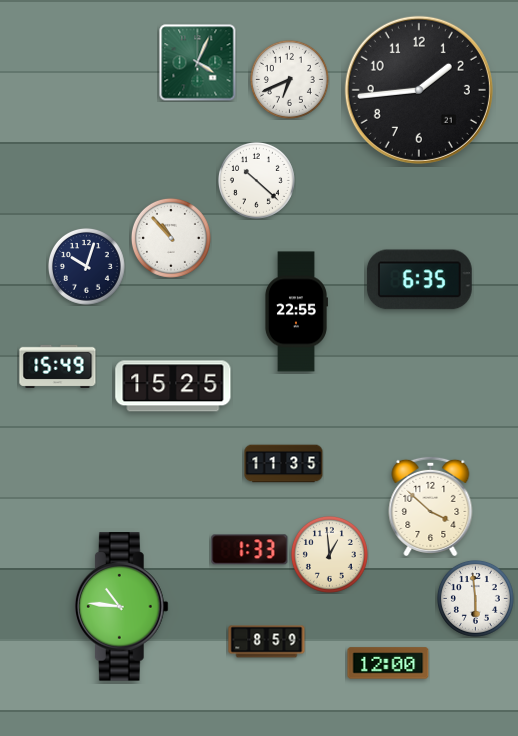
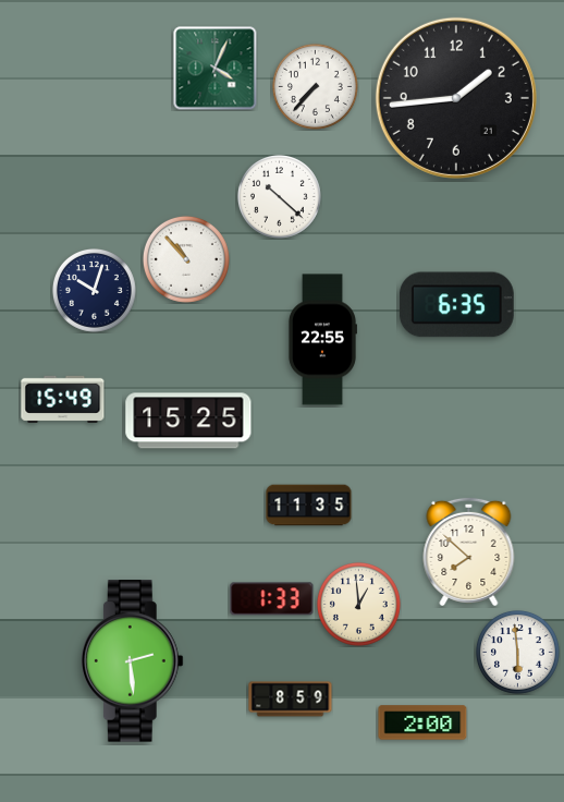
clock at (289, 79): 6:41 -> 7:37
clock at (431, 506): 3:52 -> 7:52
clock at (121, 607): 10:46 -> 2:29
clock at (388, 663): 12:00 -> 2:00
